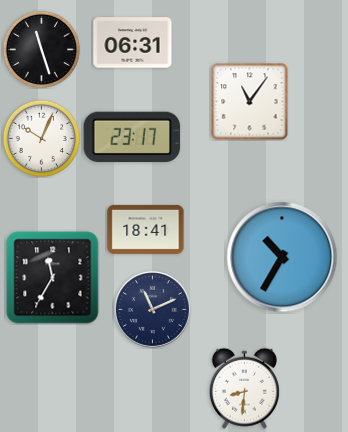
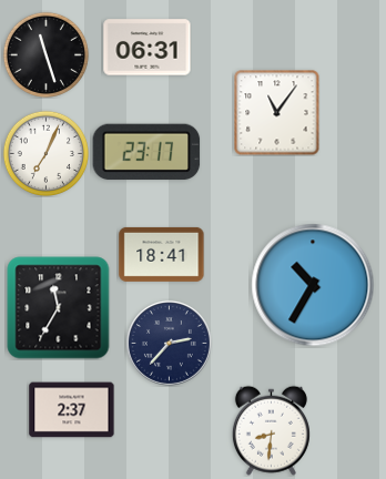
clock at (41, 138): 10:04 -> 7:04
clock at (152, 309): 11:11 -> 2:37
clock at (72, 410): none -> 2:37
